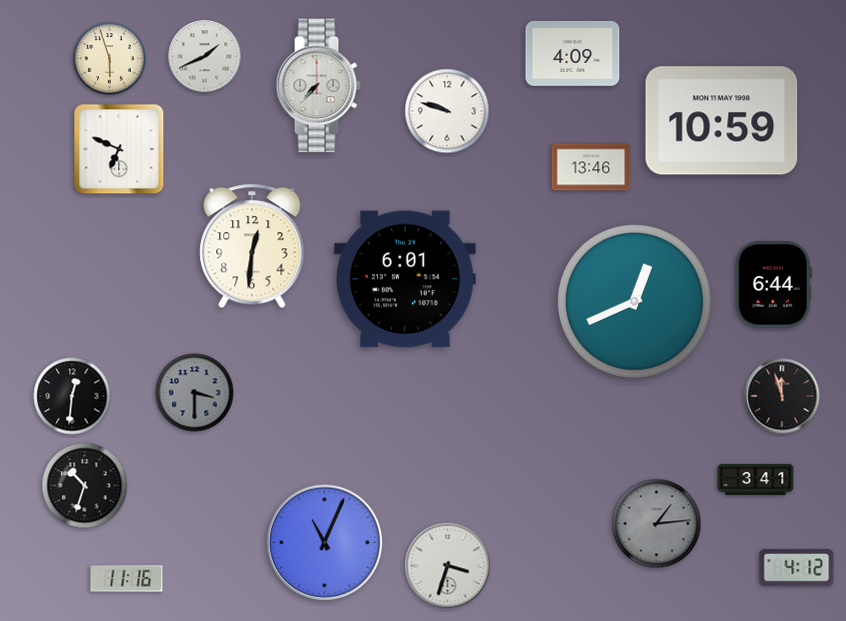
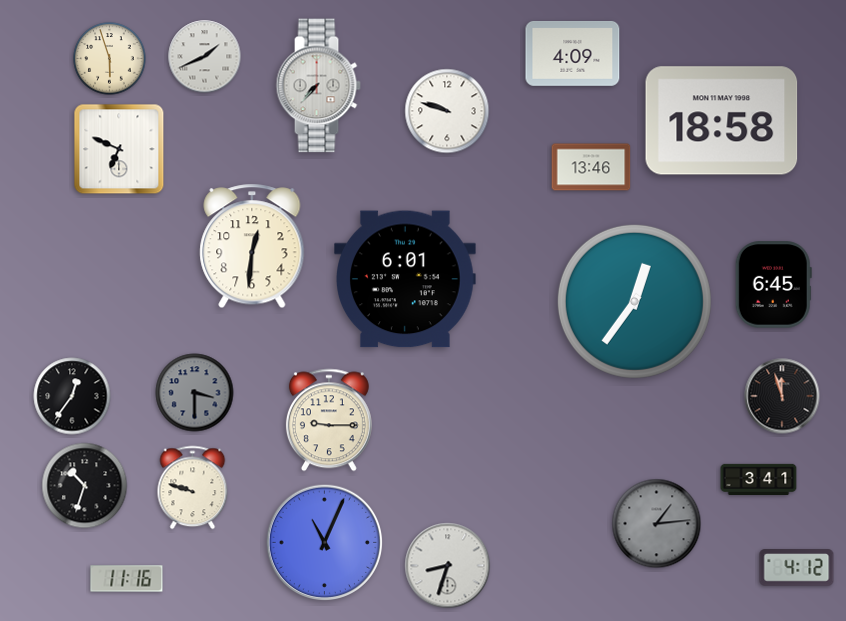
clock at (722, 121): 10:59 -> 18:58
clock at (773, 285): 6:44 -> 6:45
clock at (634, 301): 12:41 -> 12:36
clock at (72, 396): 12:31 -> 12:36
clock at (329, 420): none -> 9:15
clock at (756, 480) position: (756, 480) -> (759, 480)
clock at (193, 488): none -> 9:48
clock at (448, 566): 3:33 -> 8:33
